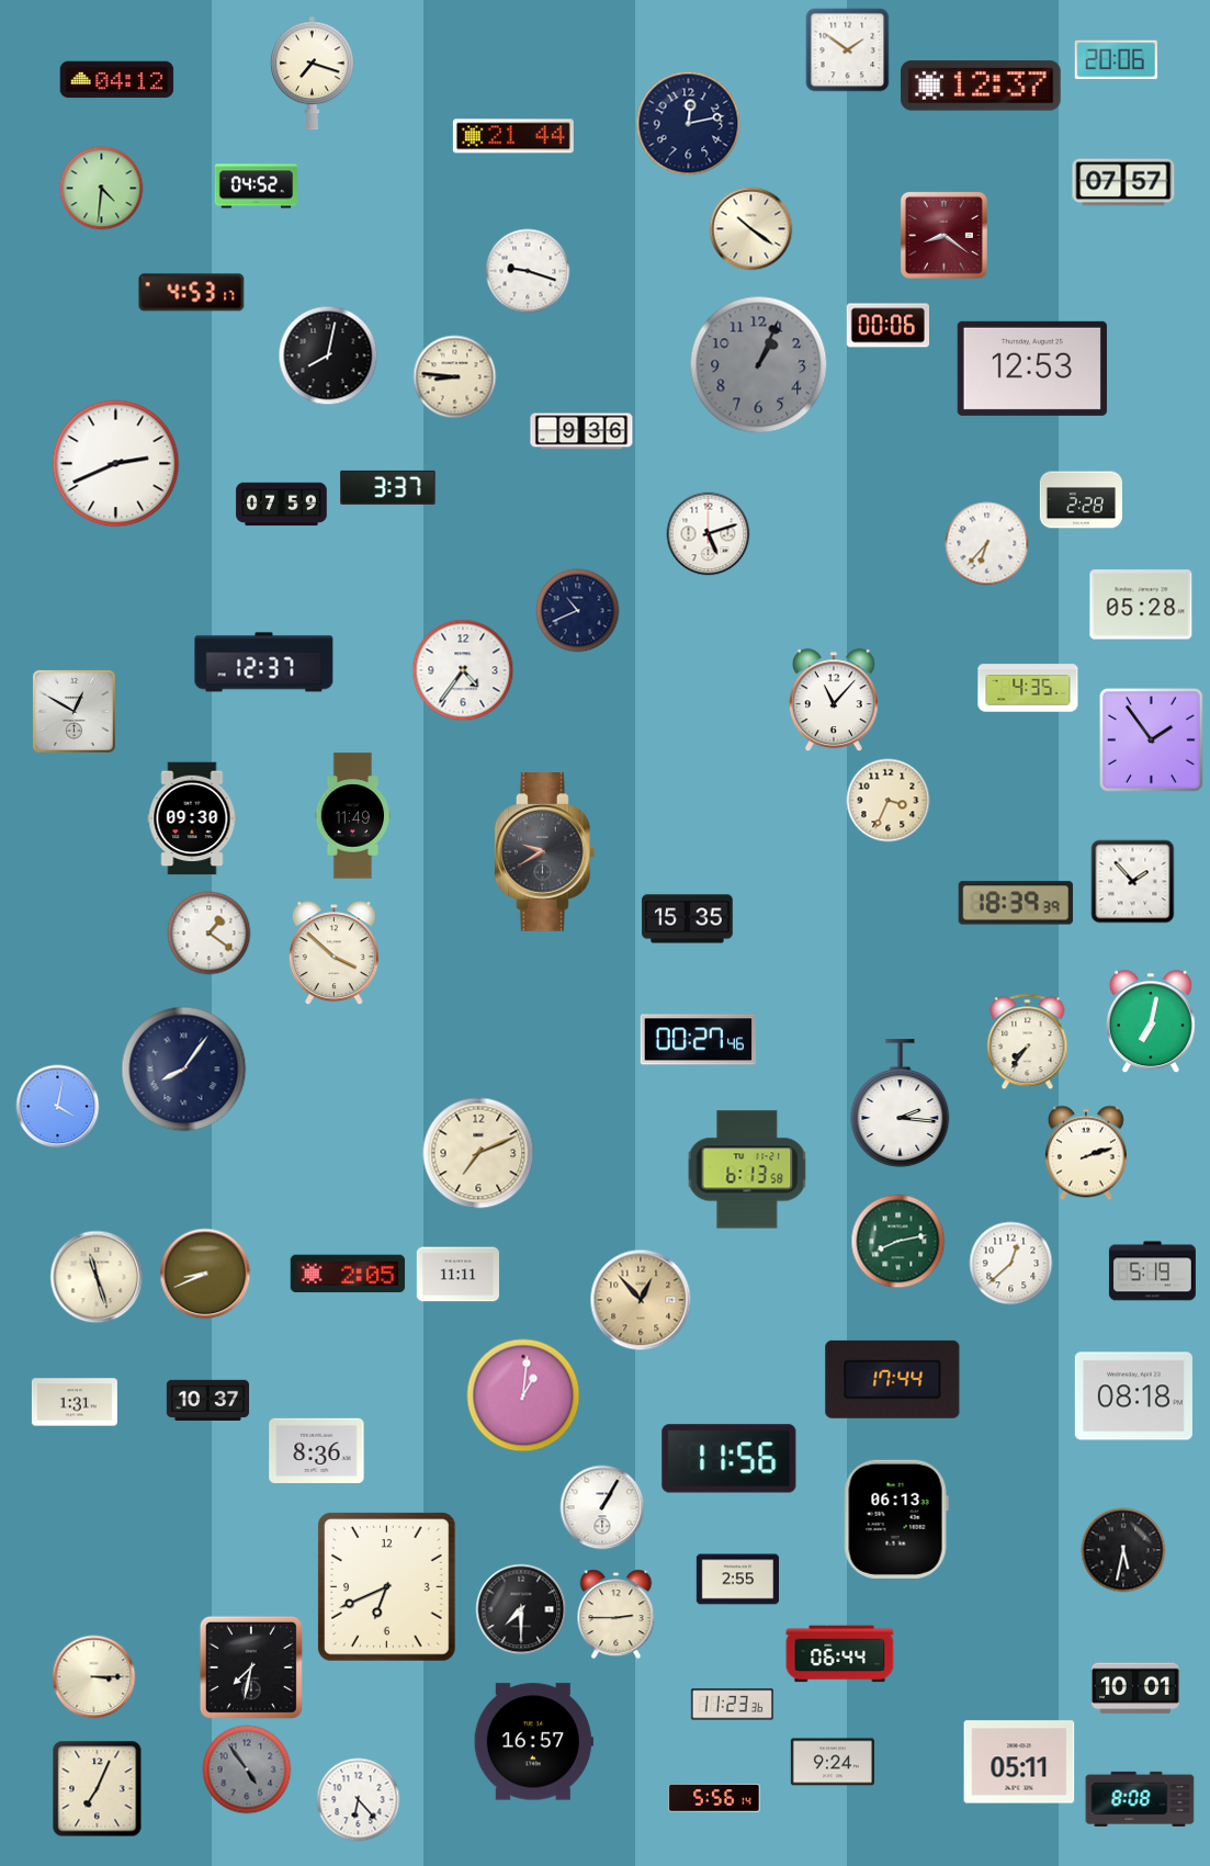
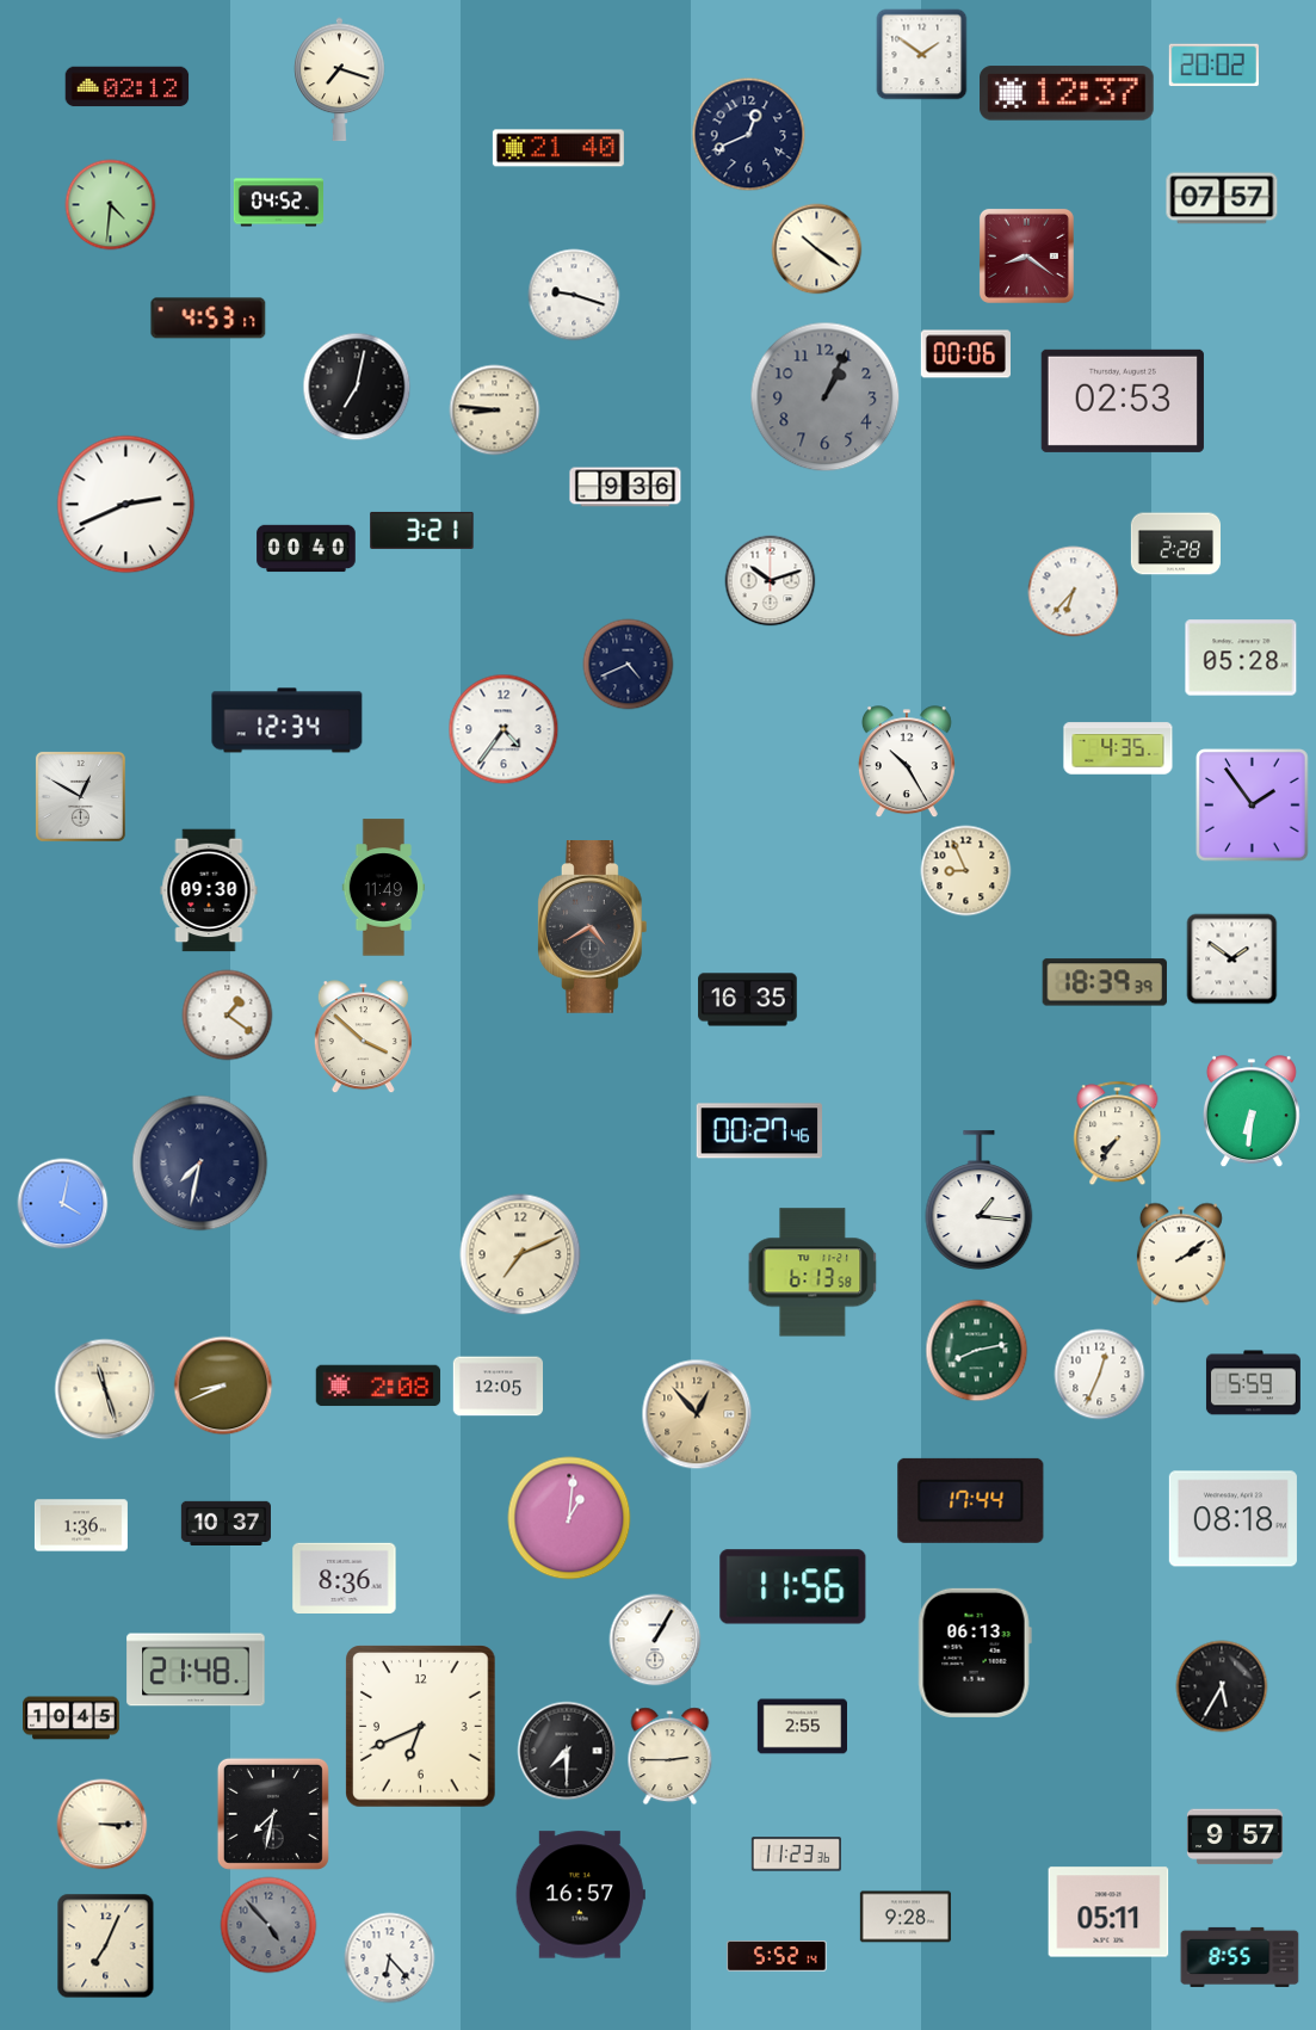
clock at (1116, 60): 20:06 -> 20:02
clock at (117, 80): 04:12 -> 02:12
clock at (689, 124): 12:13 -> 12:41
clock at (513, 136): 21:44 -> 21:40
clock at (328, 355): 8:02 -> 7:02
clock at (1032, 369): 12:53 -> 02:53
clock at (581, 431) position: (581, 431) -> (625, 487)
clock at (388, 487): 3:37 -> 3:21
clock at (282, 505): 07:59 -> 00:40
clock at (709, 534): 5:12 -> 10:12
clock at (578, 611): 10:41 -> 4:41
clock at (264, 663): 12:37 -> 12:34
clock at (834, 701): 11:07 -> 10:25
clock at (73, 711) position: (73, 711) -> (80, 796)
clock at (889, 801): 3:34 -> 8:56
clock at (544, 852): 9:40 -> 4:40
clock at (1133, 882): 1:53 -> 1:51
clock at (688, 919): 15:35 -> 16:35
clock at (1151, 1022): 7:02 -> 6:31
clock at (184, 1070): 8:06 -> 7:32
clock at (901, 1104): 2:16 -> 1:16
clock at (1086, 1153): 2:12 -> 2:09
clock at (1011, 1264): 12:38 -> 12:34
clock at (1152, 1271): 5:19 -> 5:59
clock at (348, 1274): 2:05 -> 2:08
clock at (457, 1275): 11:11 -> 12:05
clock at (75, 1402): 1:31 -> 1:36
clock at (196, 1670): none -> 21:48
clock at (1123, 1550): 5:32 -> 5:35
clock at (72, 1719): none -> 10:45
clock at (737, 1580) position: (737, 1580) -> (802, 1727)
clock at (840, 1654): 06:44 -> none
clock at (1135, 1688): 10:01 -> 9:57
clock at (833, 1762): 9:24 -> 9:28
clock at (1019, 1762) position: (1019, 1762) -> (1108, 1912)
clock at (247, 1769): 4:54 -> 4:53
clock at (714, 1799): 5:56 -> 5:52
clock at (1140, 1799): 8:08 -> 8:55
